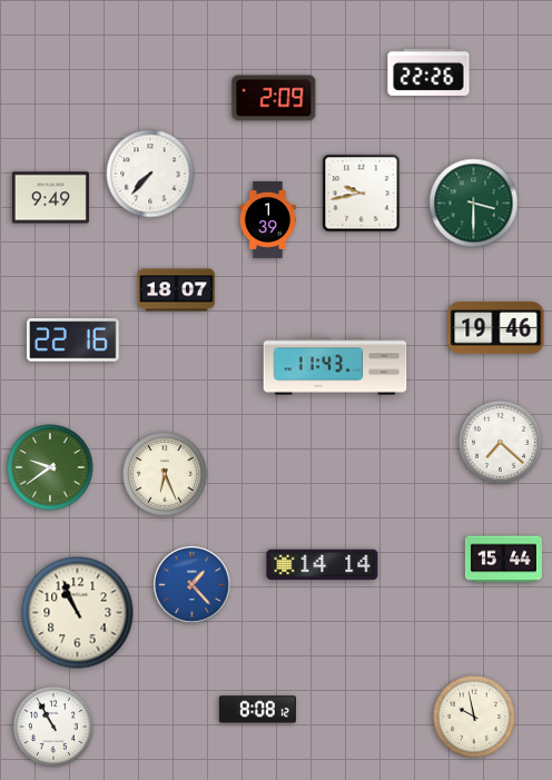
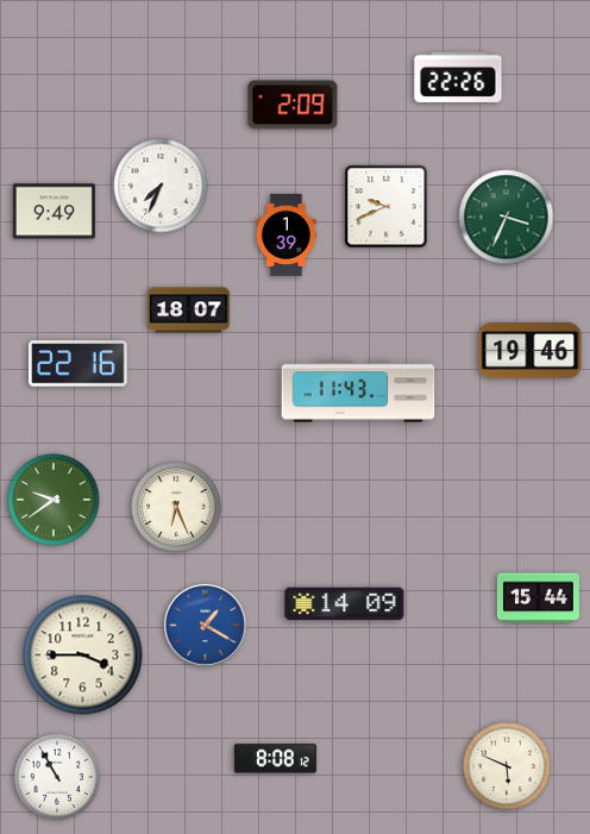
clock at (150, 174): 7:37 -> 7:34
clock at (362, 194): 9:43 -> 9:41
clock at (474, 204): 3:30 -> 3:34
clock at (501, 443): 7:22 -> none
clock at (323, 565): 14:14 -> 14:09
clock at (193, 585): 1:23 -> 1:20
clock at (78, 613): 10:56 -> 3:45
clock at (475, 718): 9:58 -> 5:49
